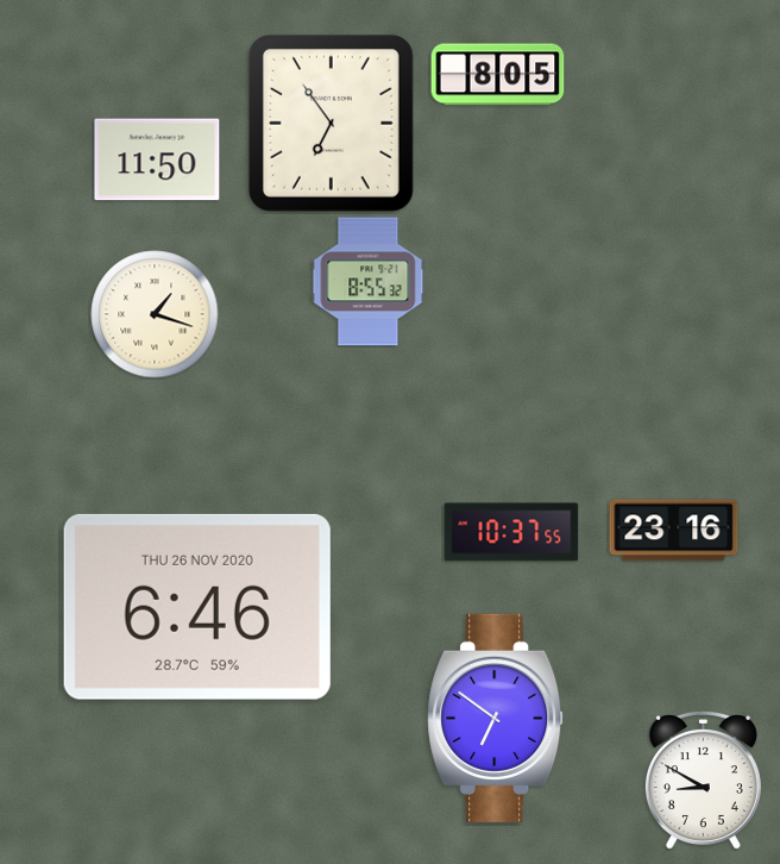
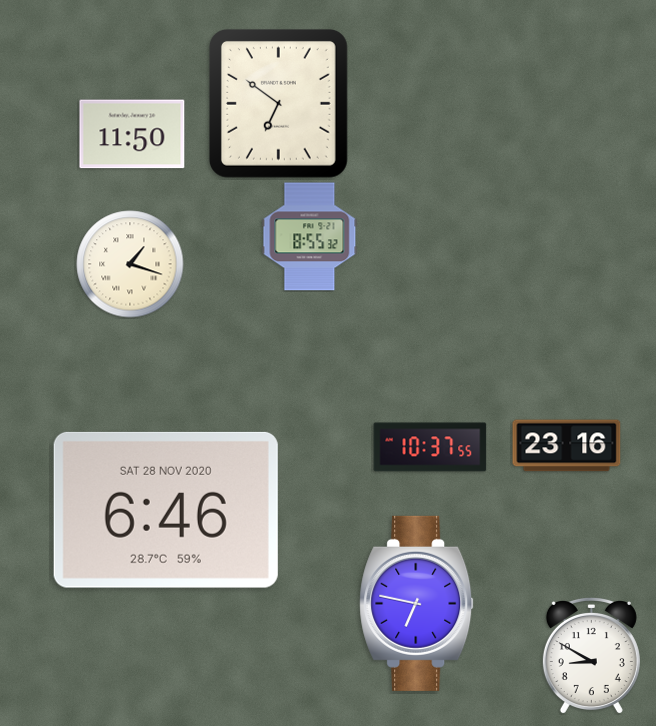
clock at (498, 75): 8:05 -> none
clock at (331, 124): 6:54 -> 6:51
clock at (197, 607) date: THU 26 NOV 2020 -> SAT 28 NOV 2020
clock at (496, 718): 6:51 -> 6:47
